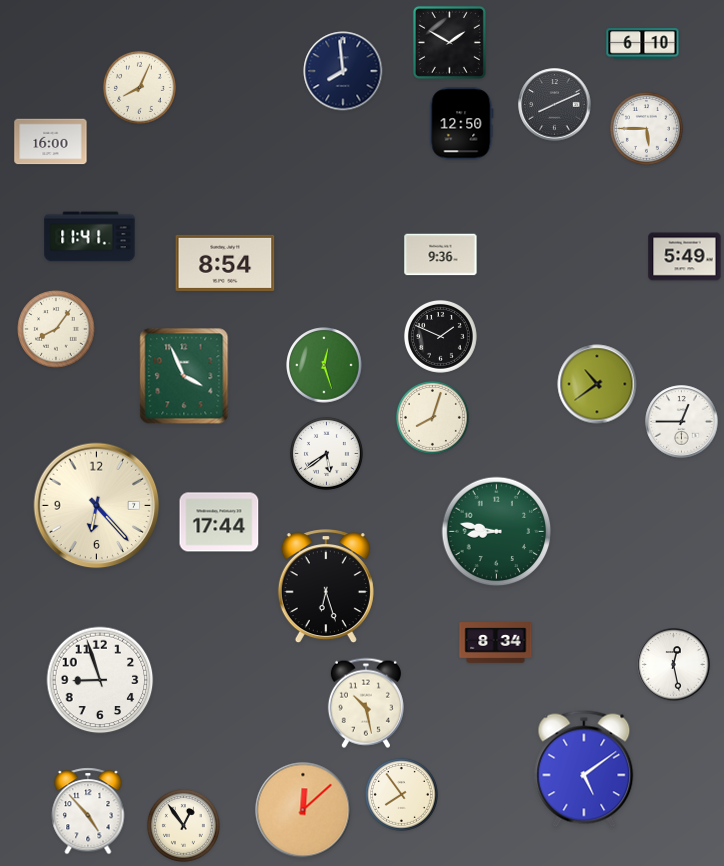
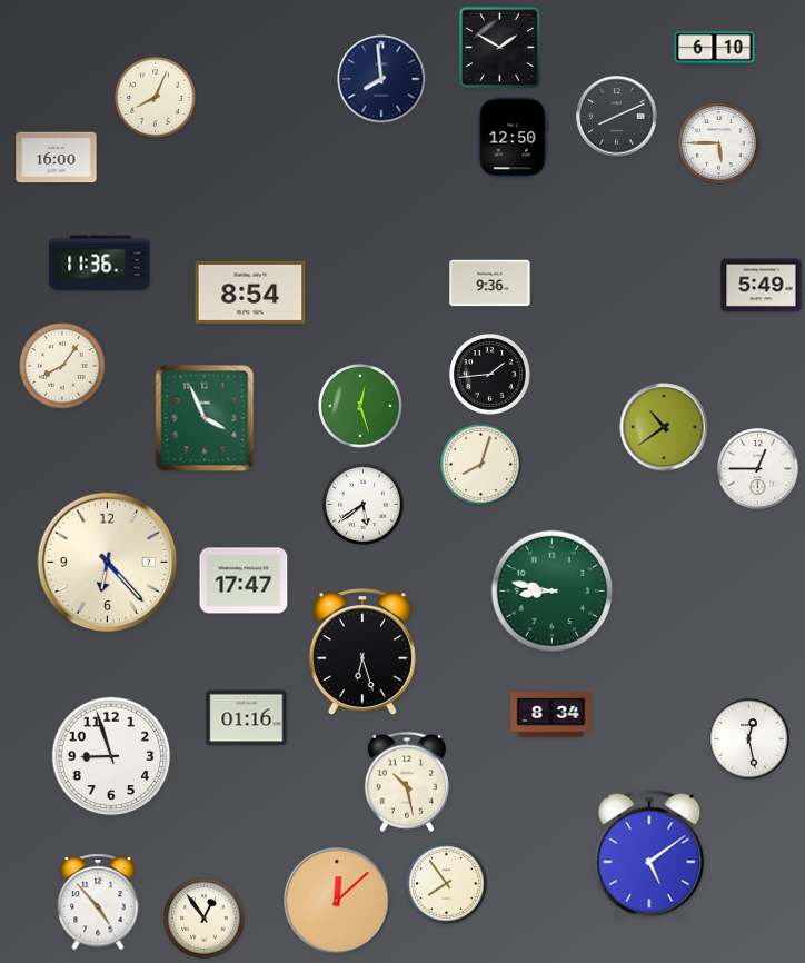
clock at (90, 237): 11:41 -> 11:36
clock at (440, 336): 1:49 -> 1:44
clock at (219, 522): 17:44 -> 17:47
clock at (247, 718): none -> 01:16
